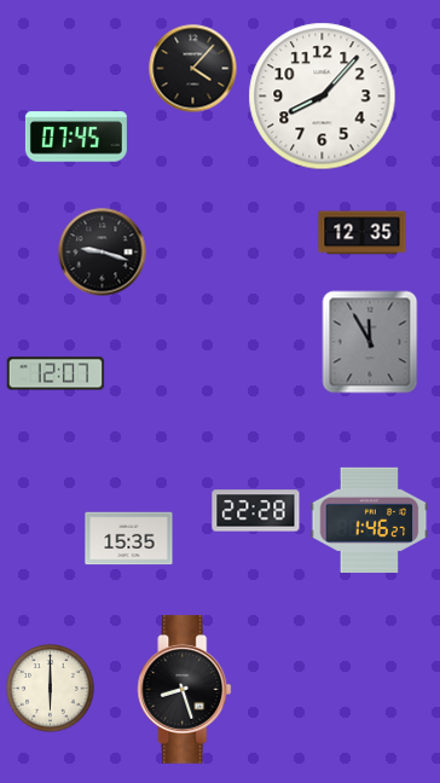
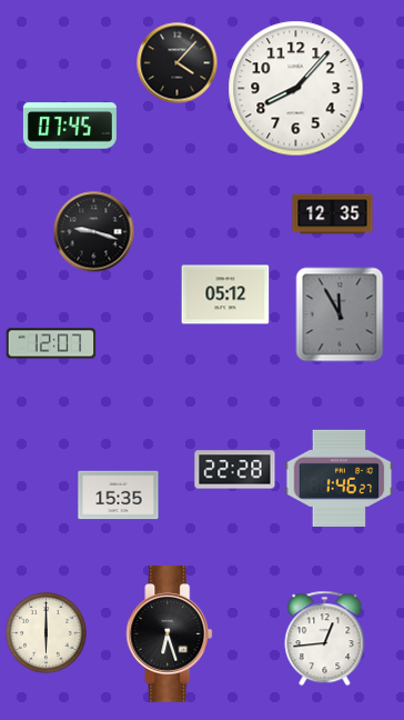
clock at (225, 294): none -> 05:12
clock at (185, 690): 8:27 -> 6:27
clock at (325, 639): none -> 12:44
